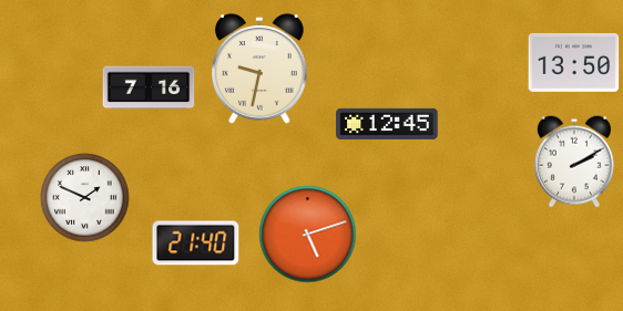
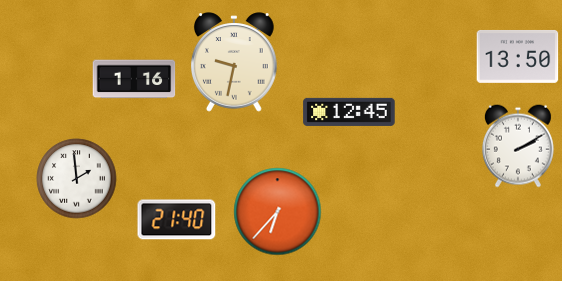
clock at (149, 87): 7:16 -> 1:16
clock at (85, 198): 1:49 -> 1:59
clock at (308, 235): 5:12 -> 6:37
